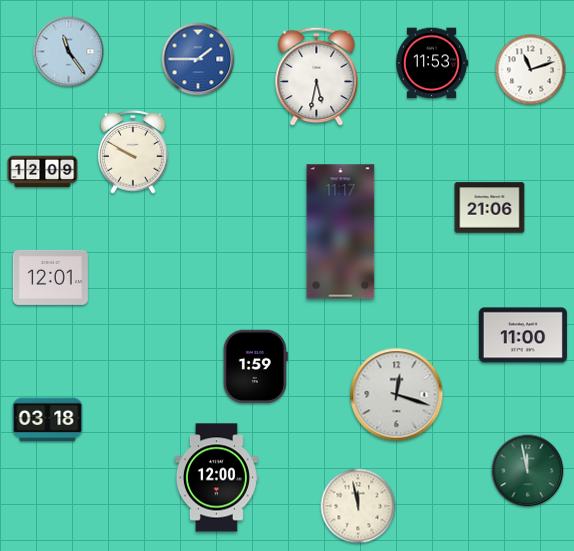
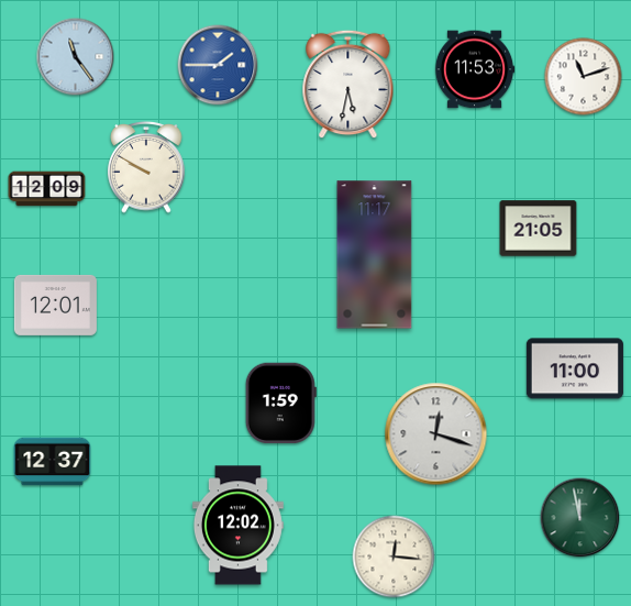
clock at (490, 208): 21:06 -> 21:05
clock at (48, 420): 03:18 -> 12:37
clock at (216, 478): 12:00 -> 12:02
clock at (358, 506): 11:58 -> 12:16
